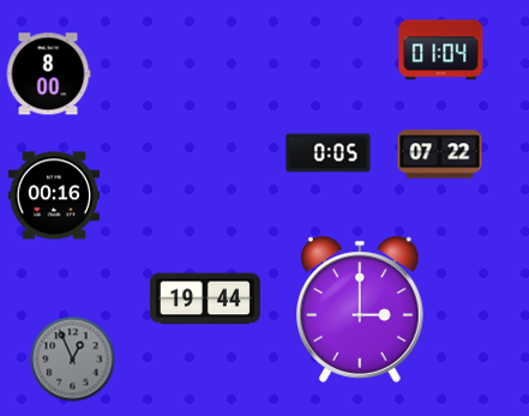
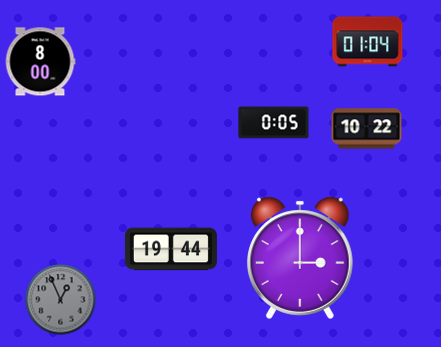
clock at (329, 153) position: (329, 153) -> (274, 123)
clock at (440, 155): 07:22 -> 10:22
clock at (54, 195): 00:16 -> none
